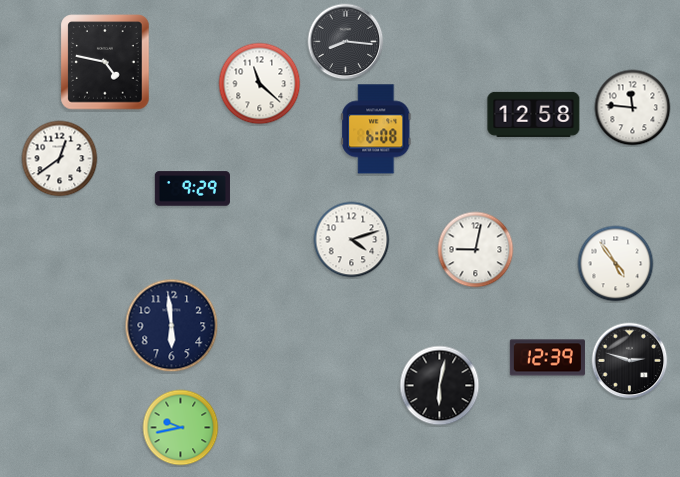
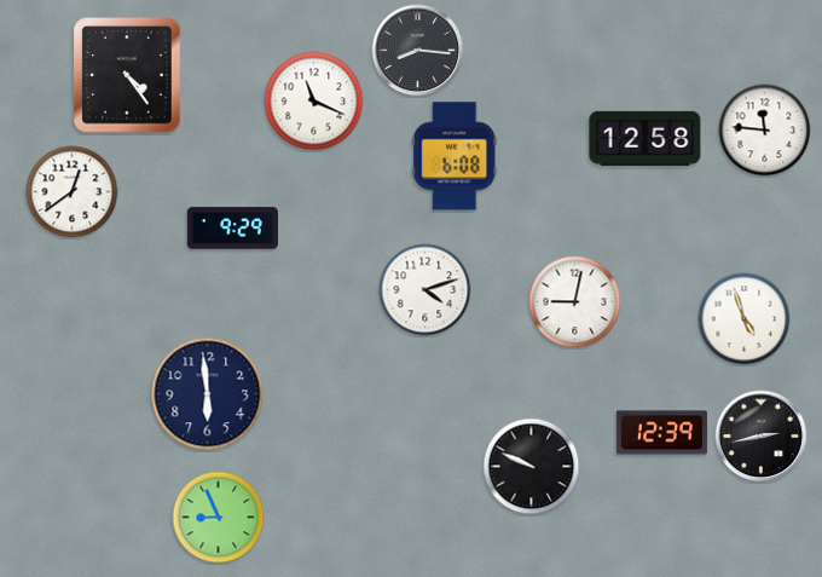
clock at (105, 62): 4:47 -> 4:24
clock at (260, 84): 11:22 -> 11:19
clock at (616, 264): 4:54 -> 4:57
clock at (630, 361): 2:48 -> 2:43
clock at (440, 386): 6:02 -> 9:49
clock at (181, 428): 9:43 -> 8:56
